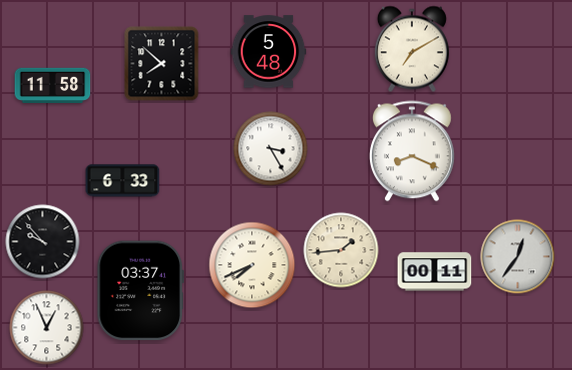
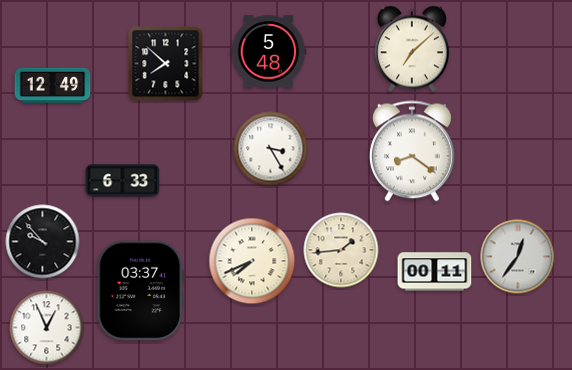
clock at (412, 49): 7:10 -> 7:08
clock at (162, 64) position: (162, 64) -> (166, 64)
clock at (53, 86): 11:58 -> 12:49
clock at (412, 151): 8:19 -> 8:21
clock at (252, 265) position: (252, 265) -> (252, 261)
